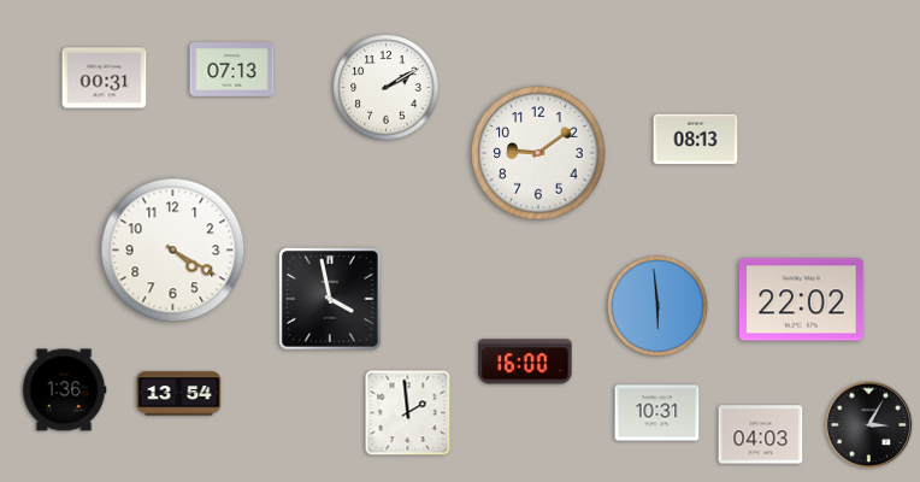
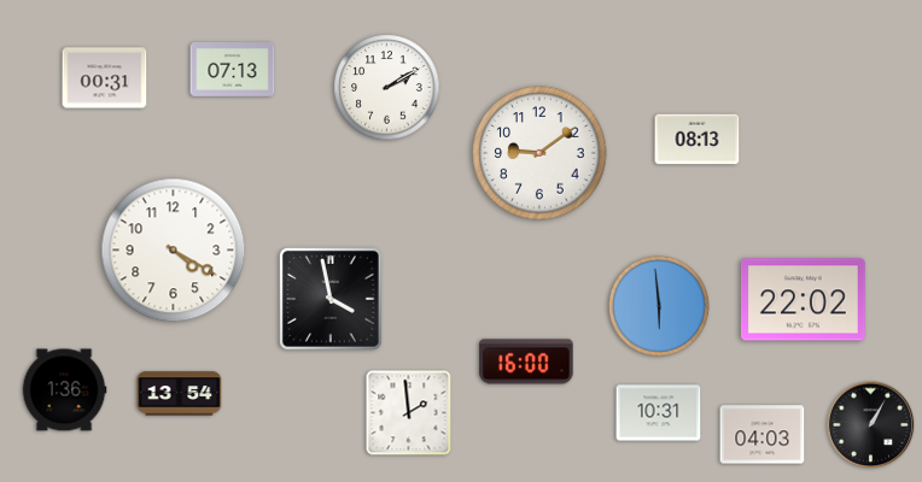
clock at (869, 425): 3:05 -> 1:05
